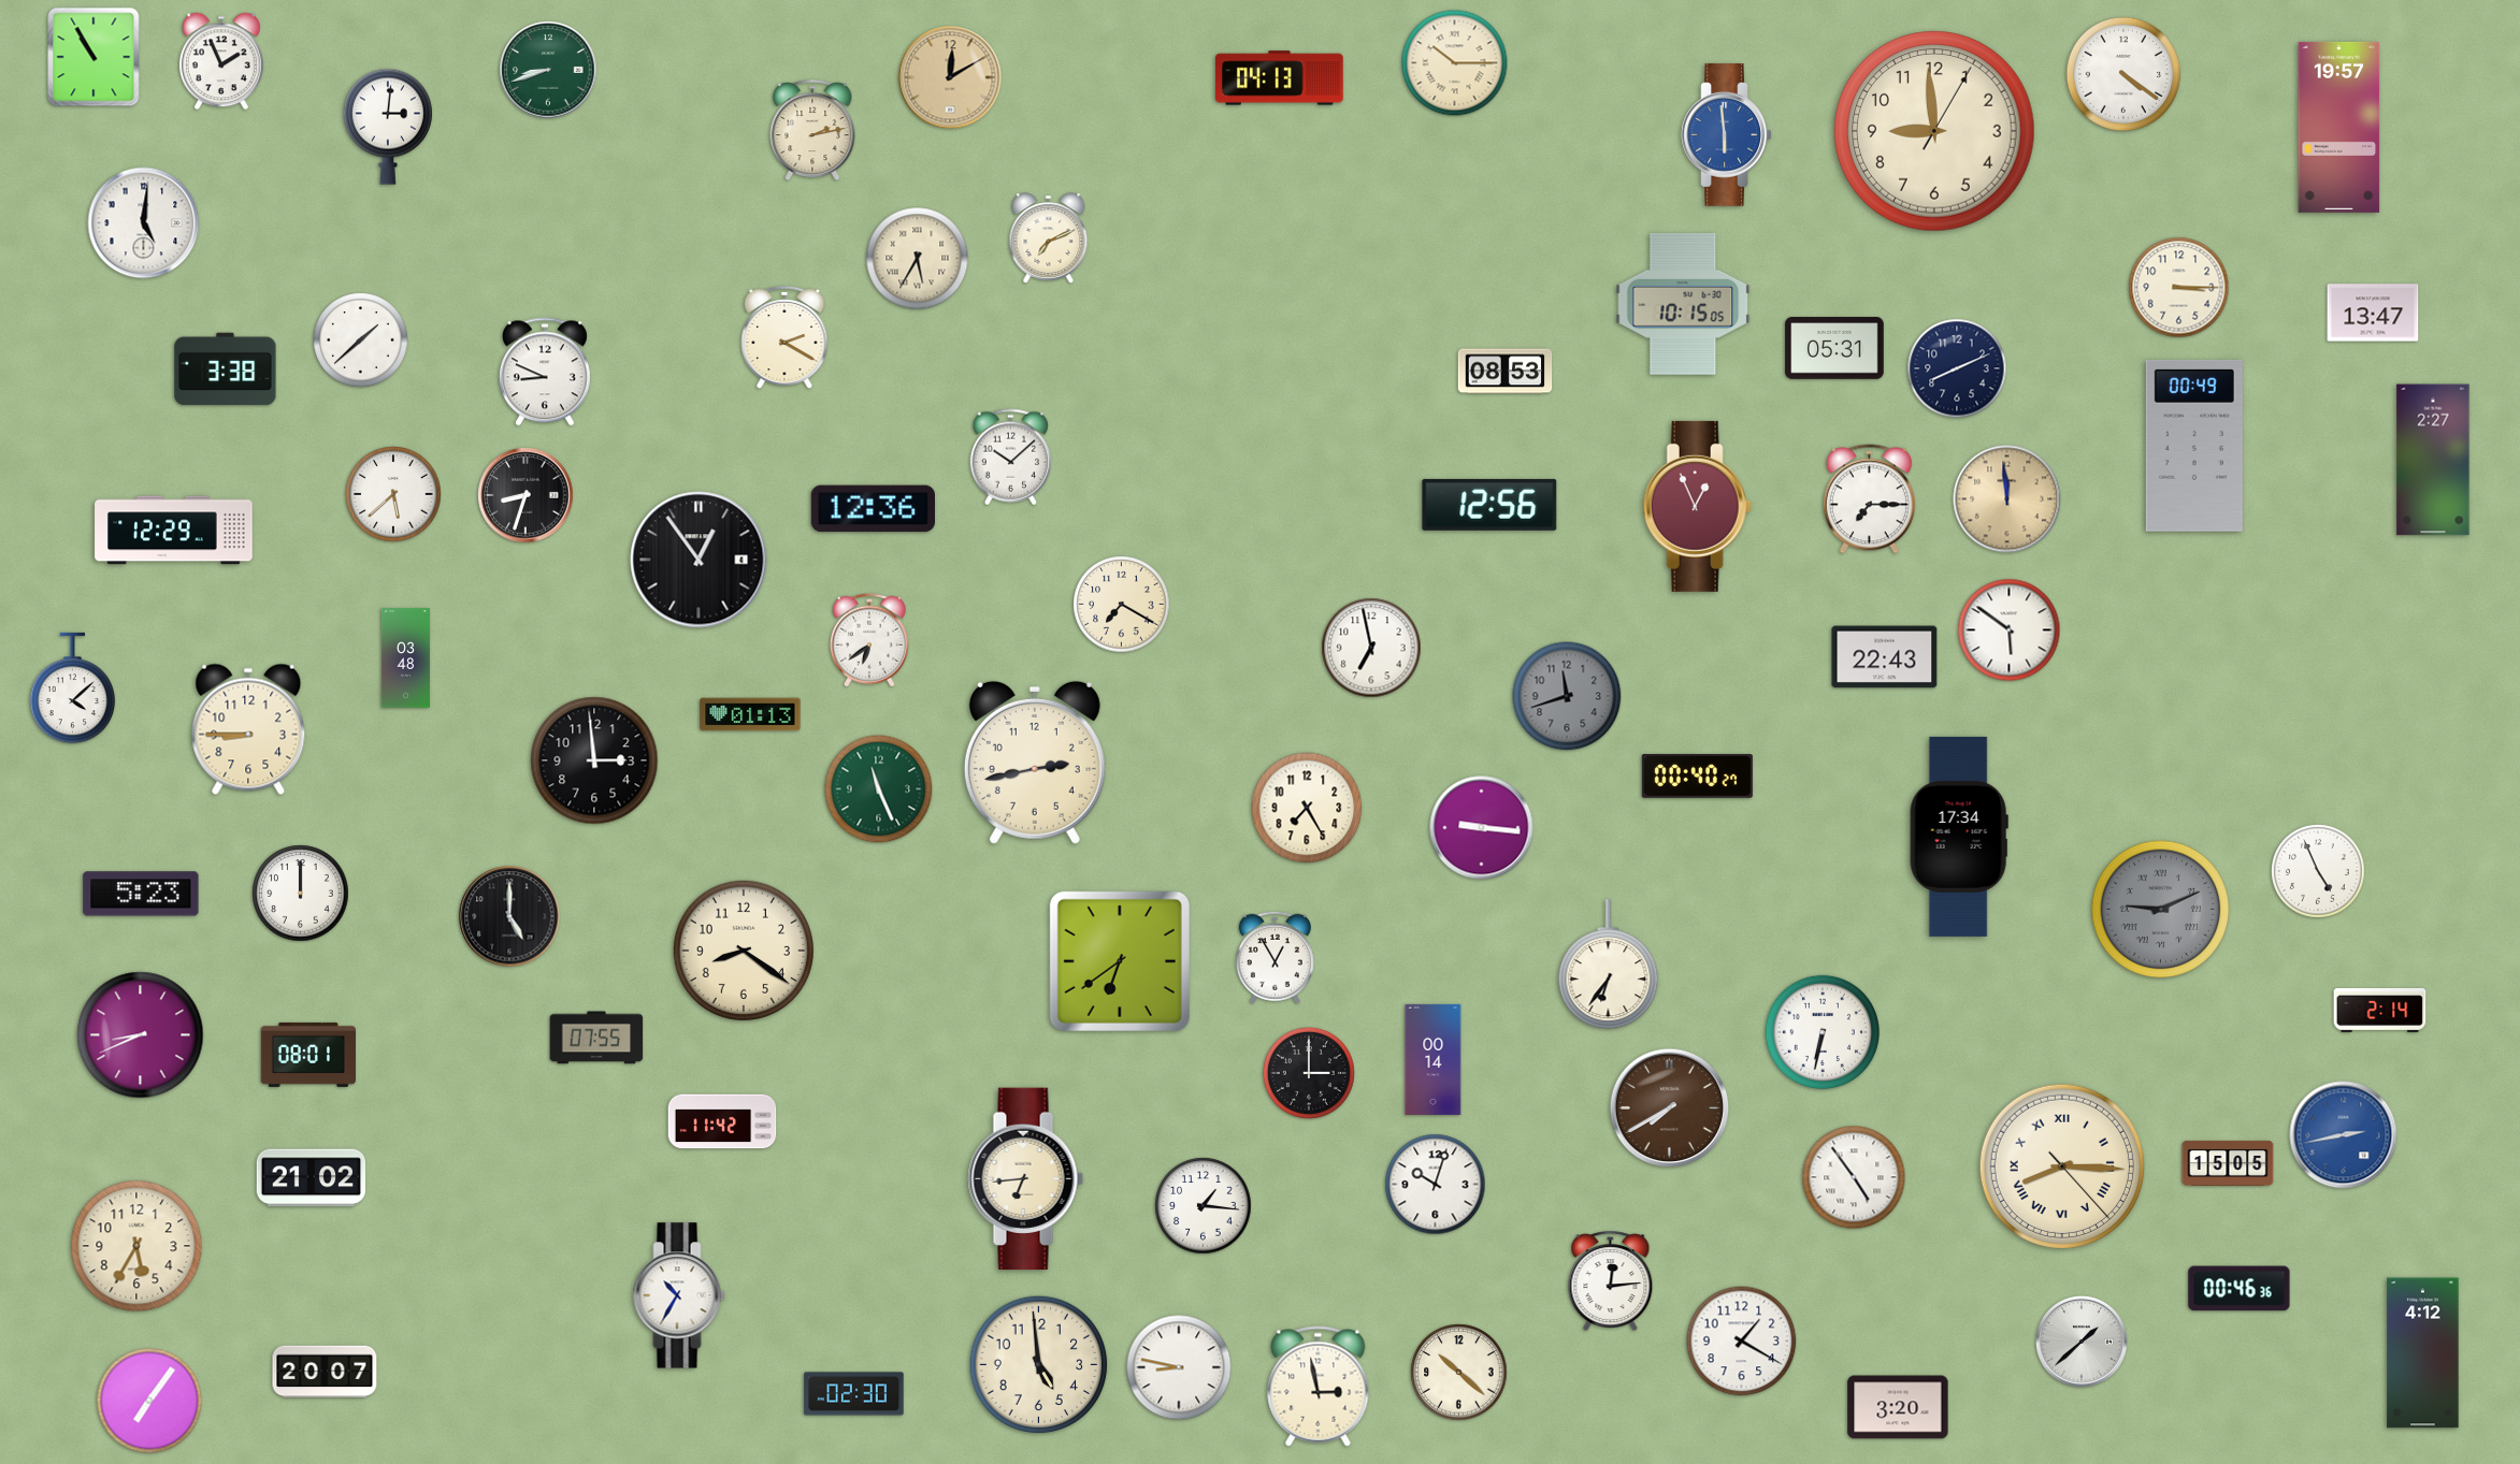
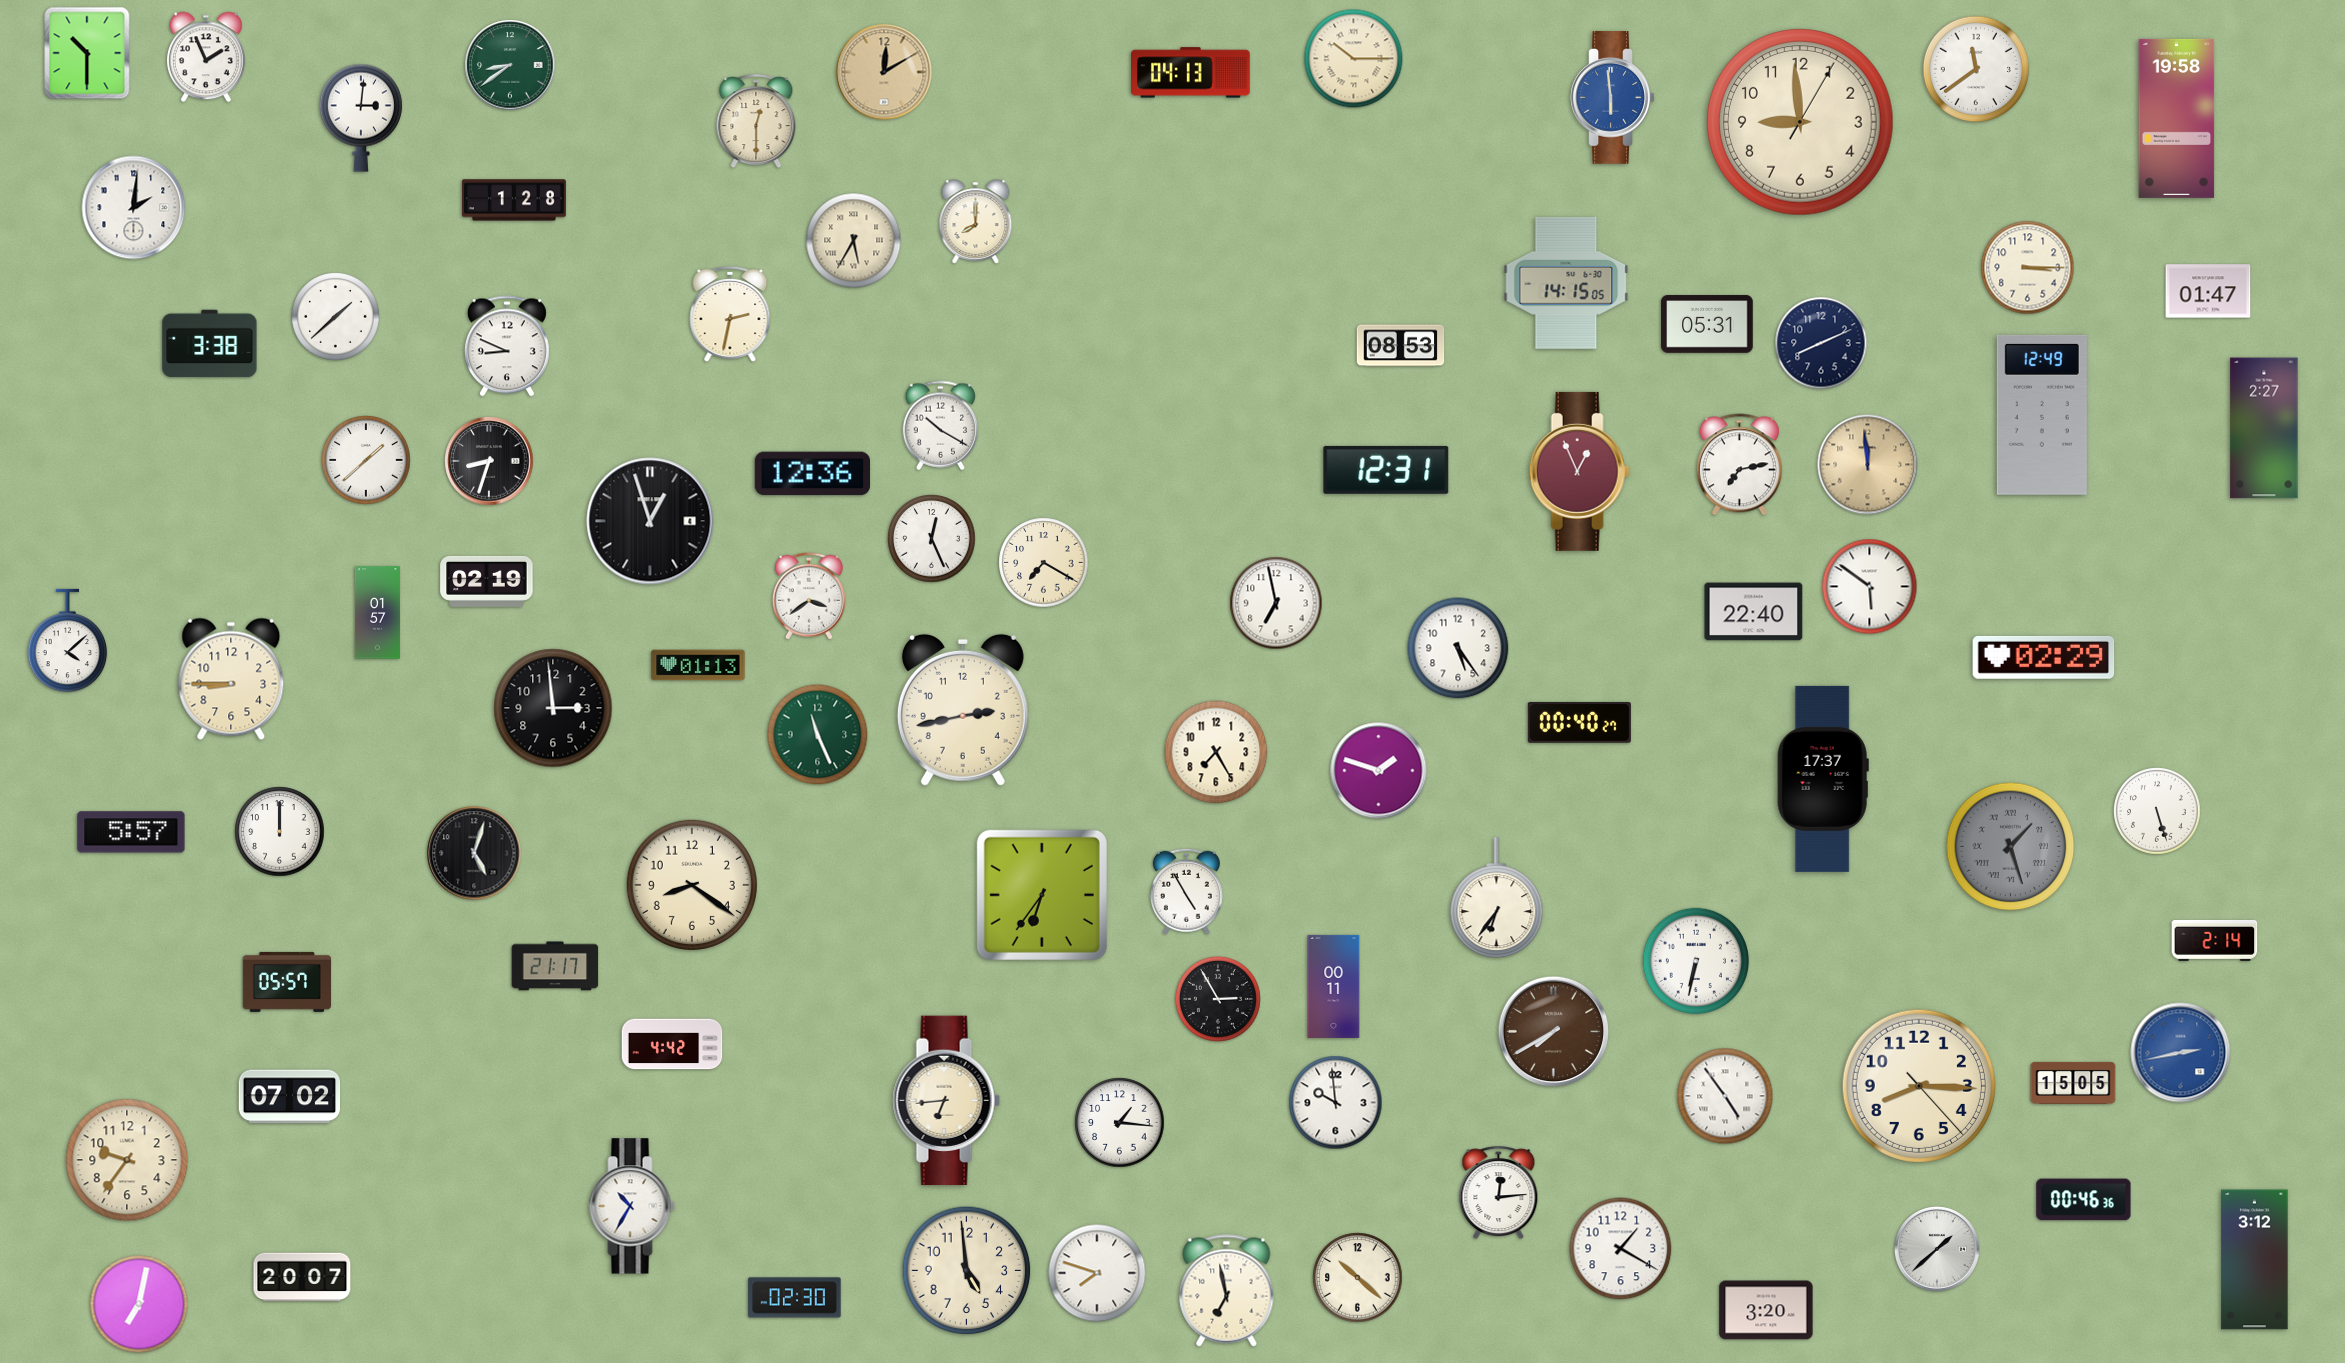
clock at (93, 57): 10:55 -> 10:30
clock at (548, 70): 8:42 -> 8:39
clock at (2122, 73): 4:21 -> 11:39
clock at (2339, 127): 19:57 -> 19:58
clock at (812, 131): 2:13 -> 12:30
clock at (1727, 135) position: (1727, 135) -> (1613, 98)
clock at (514, 200): none -> 1:28
clock at (144, 223): 5:01 -> 2:01
clock at (1049, 238): 7:11 -> 8:00
clock at (1683, 304): 10:15 -> 14:15
clock at (2373, 313): 13:47 -> 01:47
clock at (784, 337): 2:20 -> 2:32
clock at (2194, 446): 00:49 -> 12:49
clock at (1011, 458): 10:08 -> 10:20
clock at (393, 494): 5:38 -> 1:38
clock at (1869, 499): 7:15 -> 7:13
clock at (1489, 505): 12:56 -> 12:31
clock at (174, 531): 12:29 -> none
clock at (699, 560): 12:54 -> 12:57
clock at (932, 539): none -> 12:26
clock at (487, 581): none -> 02:19
clock at (869, 640): 6:39 -> 3:39
clock at (1885, 657): 22:43 -> 22:40
clock at (405, 658): 03:48 -> 01:57
clock at (1567, 696): 11:42 -> 5:24
clock at (1567, 696) dial: grey -> white
clock at (2044, 657): none -> 02:29
clock at (1482, 828): 9:16 -> 1:48
clock at (1959, 837): 17:34 -> 17:37
clock at (2319, 872): 4:56 -> 5:27
clock at (141, 894): 5:23 -> 5:57
clock at (2161, 910): 9:11 -> 1:27
clock at (509, 916): 5:00 -> 5:03
clock at (1275, 957): 12:55 -> 4:55
clock at (1120, 961): 6:39 -> 6:36
clock at (141, 1035): 8:41 -> none
clock at (596, 1038): 07:55 -> 21:17
clock at (307, 1055): 08:01 -> 05:57
clock at (1434, 1059): 00:14 -> 00:11
clock at (1309, 1073): 3:00 -> 2:55
clock at (722, 1121): 11:42 -> 4:42
clock at (2344, 1135) position: (2344, 1135) -> (2181, 1053)
clock at (2062, 1166) numerals: Roman -> Arabic
clock at (312, 1178): 21:02 -> 07:02
clock at (1025, 1179) position: (1025, 1179) -> (946, 1101)
clock at (1436, 1185): 10:03 -> 9:59
clock at (136, 1246): 5:35 -> 9:36
clock at (2423, 1353): 4:12 -> 3:12
clock at (1179, 1367): 8:47 -> 7:48
clock at (1319, 1387): 2:58 -> 6:58
clock at (149, 1401): 7:06 -> 7:02
